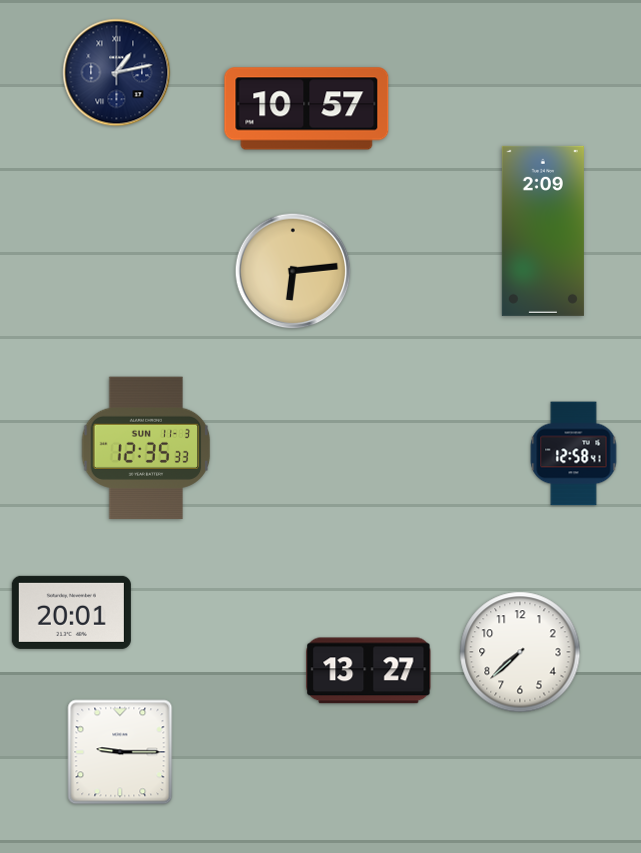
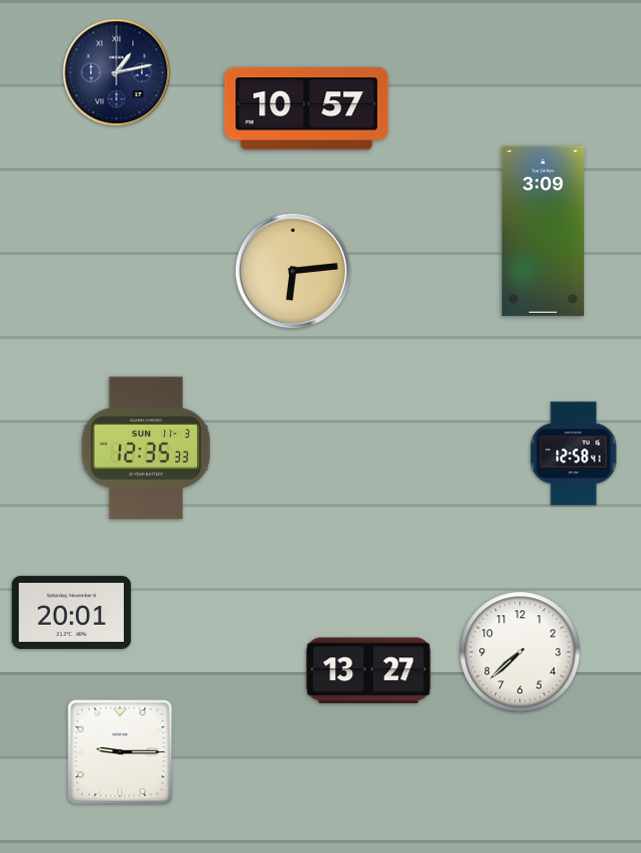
clock at (543, 231): 2:09 -> 3:09
